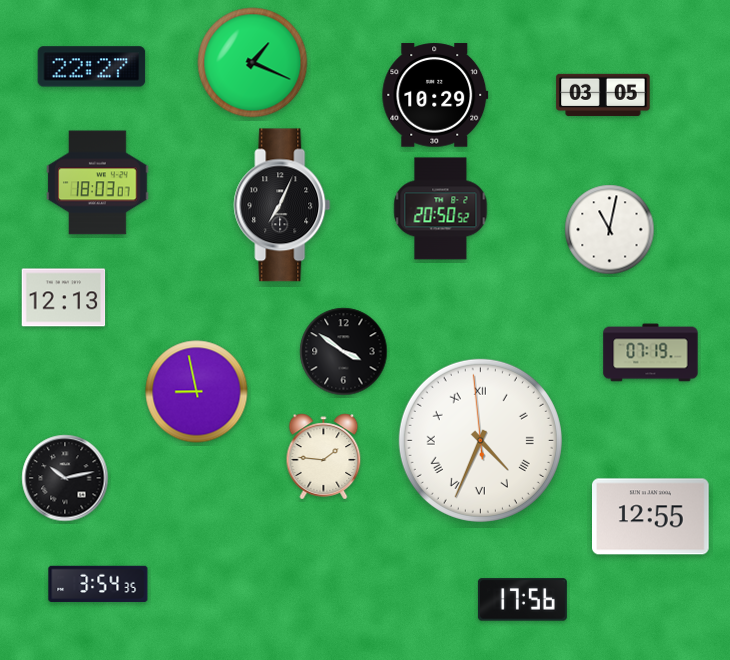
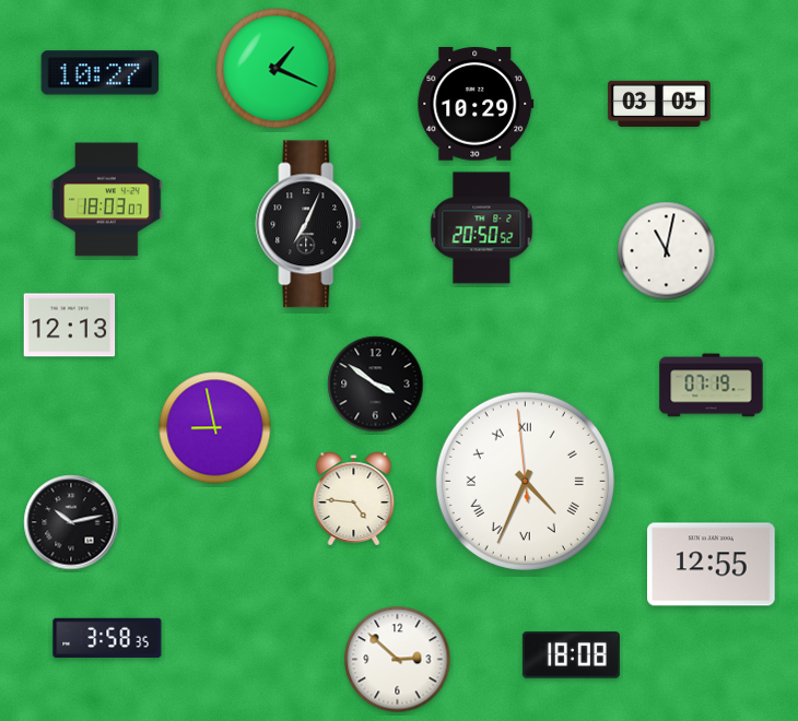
clock at (92, 67): 22:27 -> 10:27
clock at (324, 457): 1:46 -> 4:46
clock at (98, 583): 3:54 -> 3:58
clock at (522, 600): 17:56 -> 18:08
clock at (398, 660): none -> 2:52
